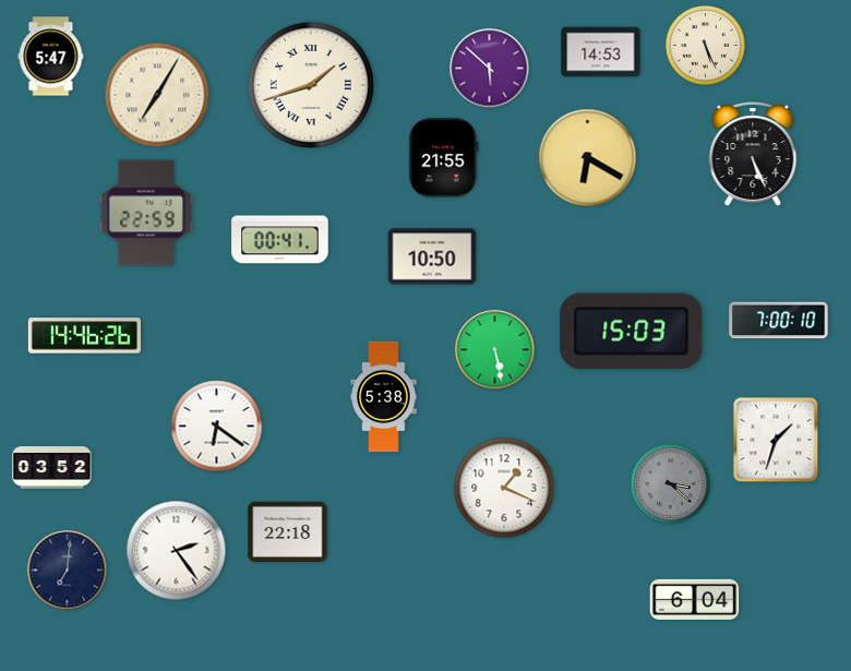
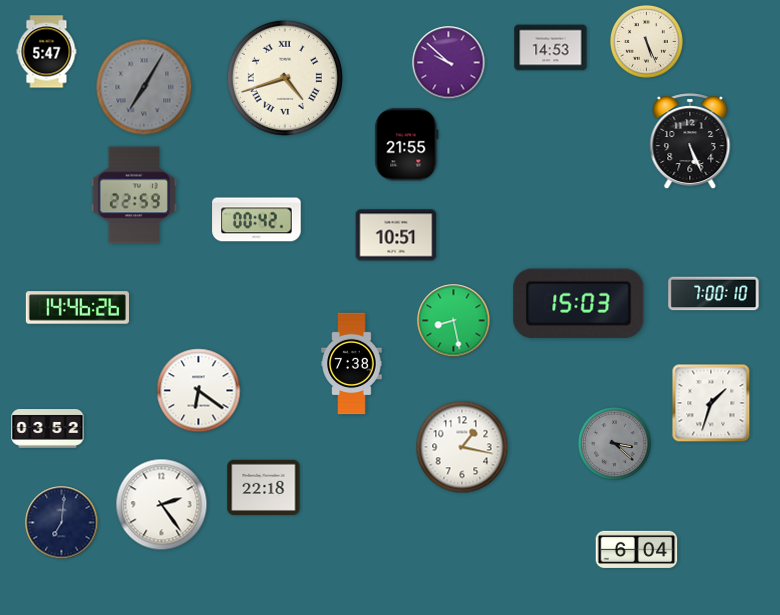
clock at (490, 69): 5:52 -> 9:52
clock at (311, 85): 1:42 -> 4:42
clock at (157, 95) dial: cream -> grey
clock at (588, 158): 6:20 -> none
clock at (280, 240): 00:41 -> 00:42
clock at (432, 256): 10:50 -> 10:51
clock at (495, 350): 5:28 -> 8:28
clock at (384, 397): 5:38 -> 7:38
clock at (504, 488): 1:19 -> 1:17
